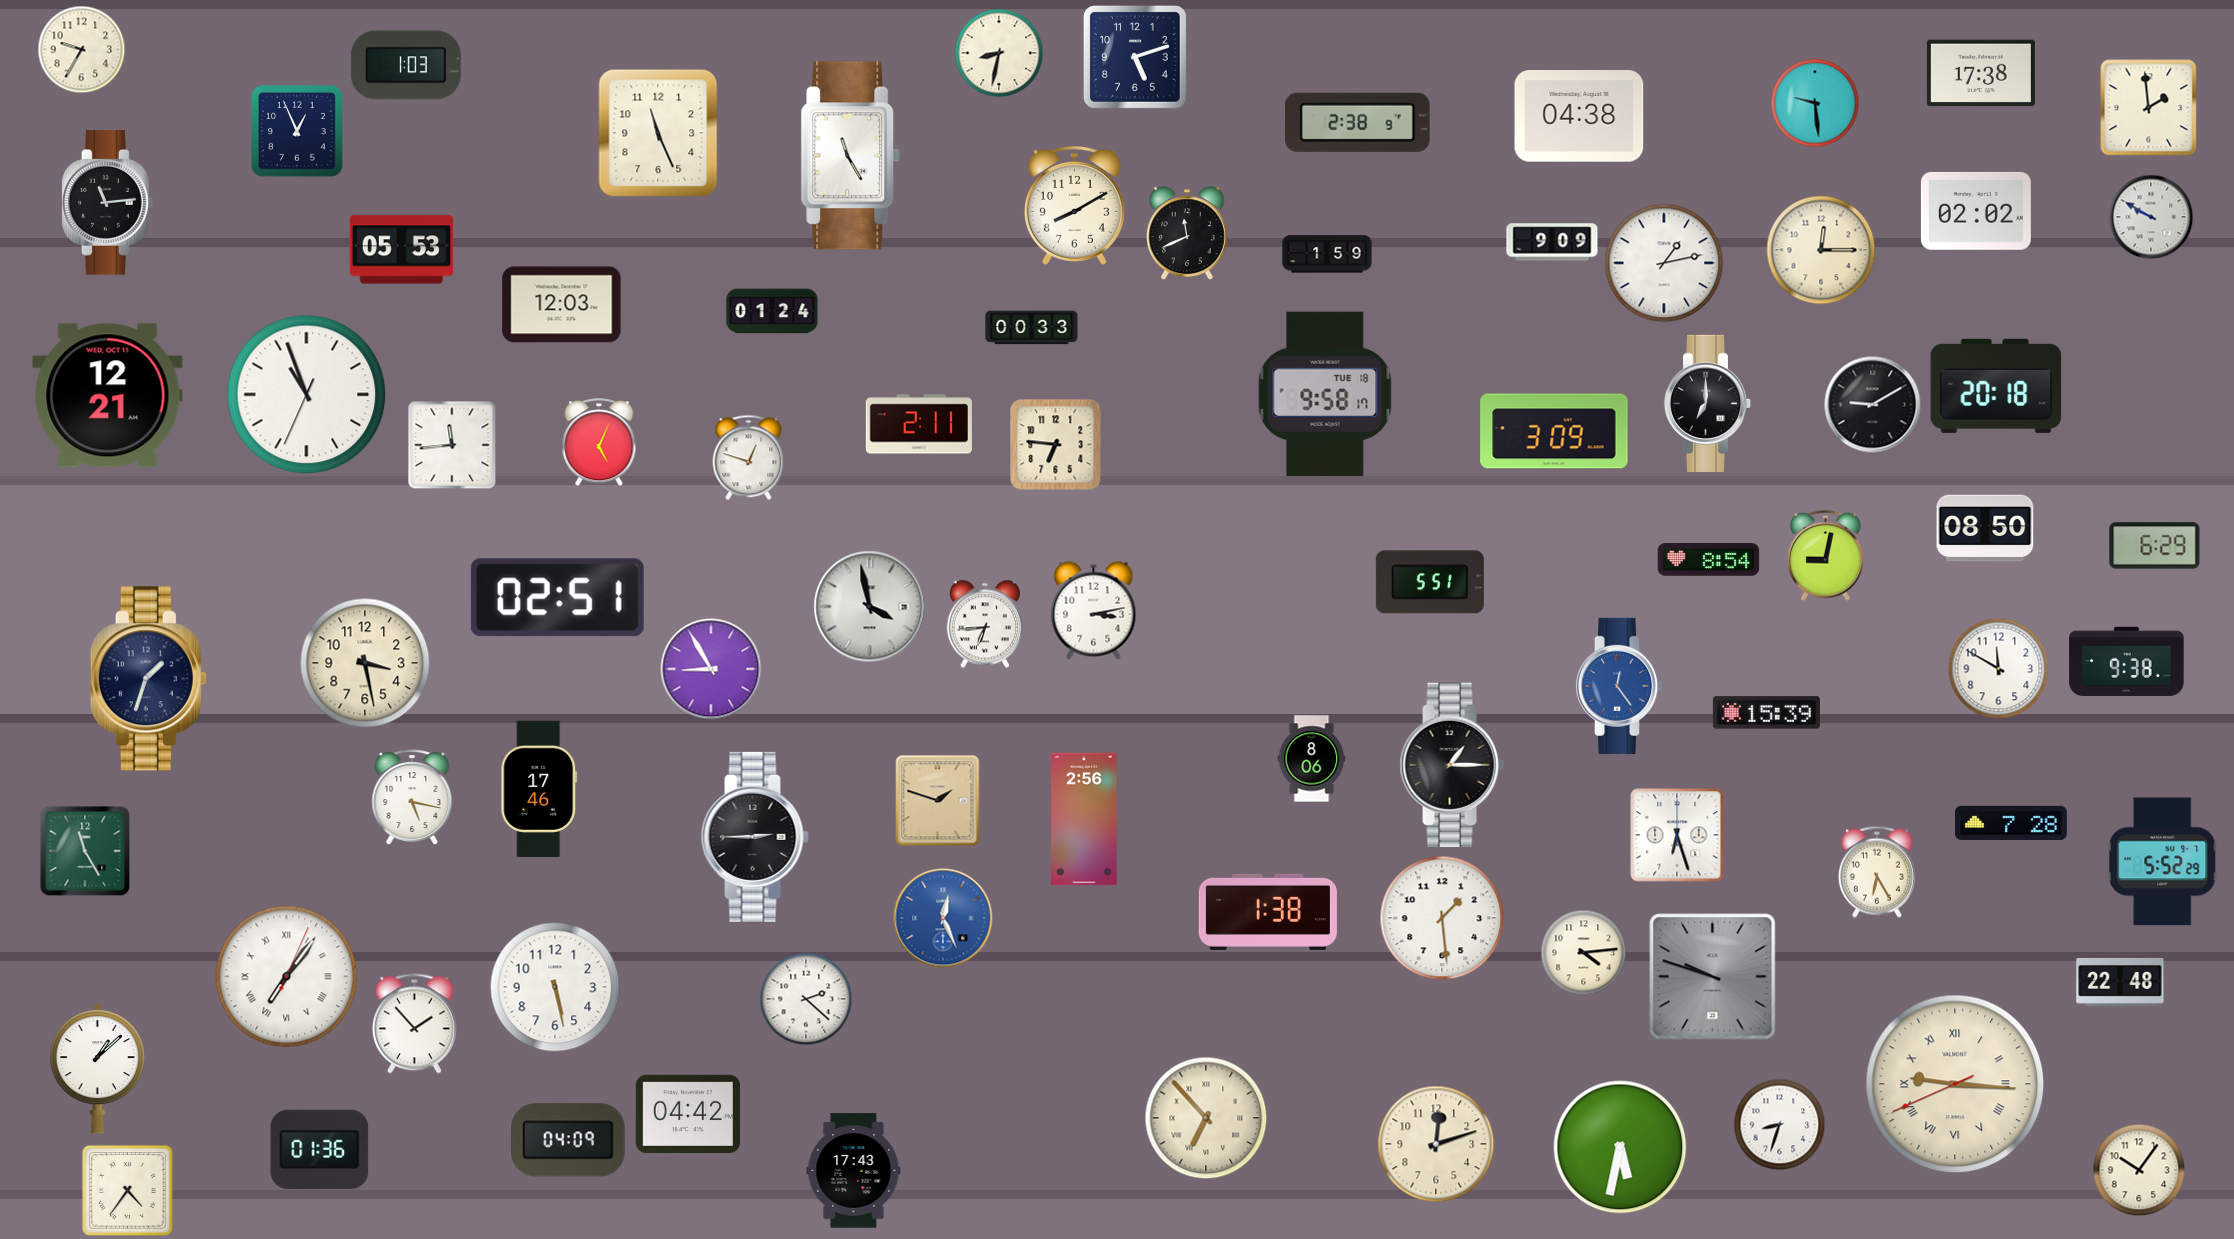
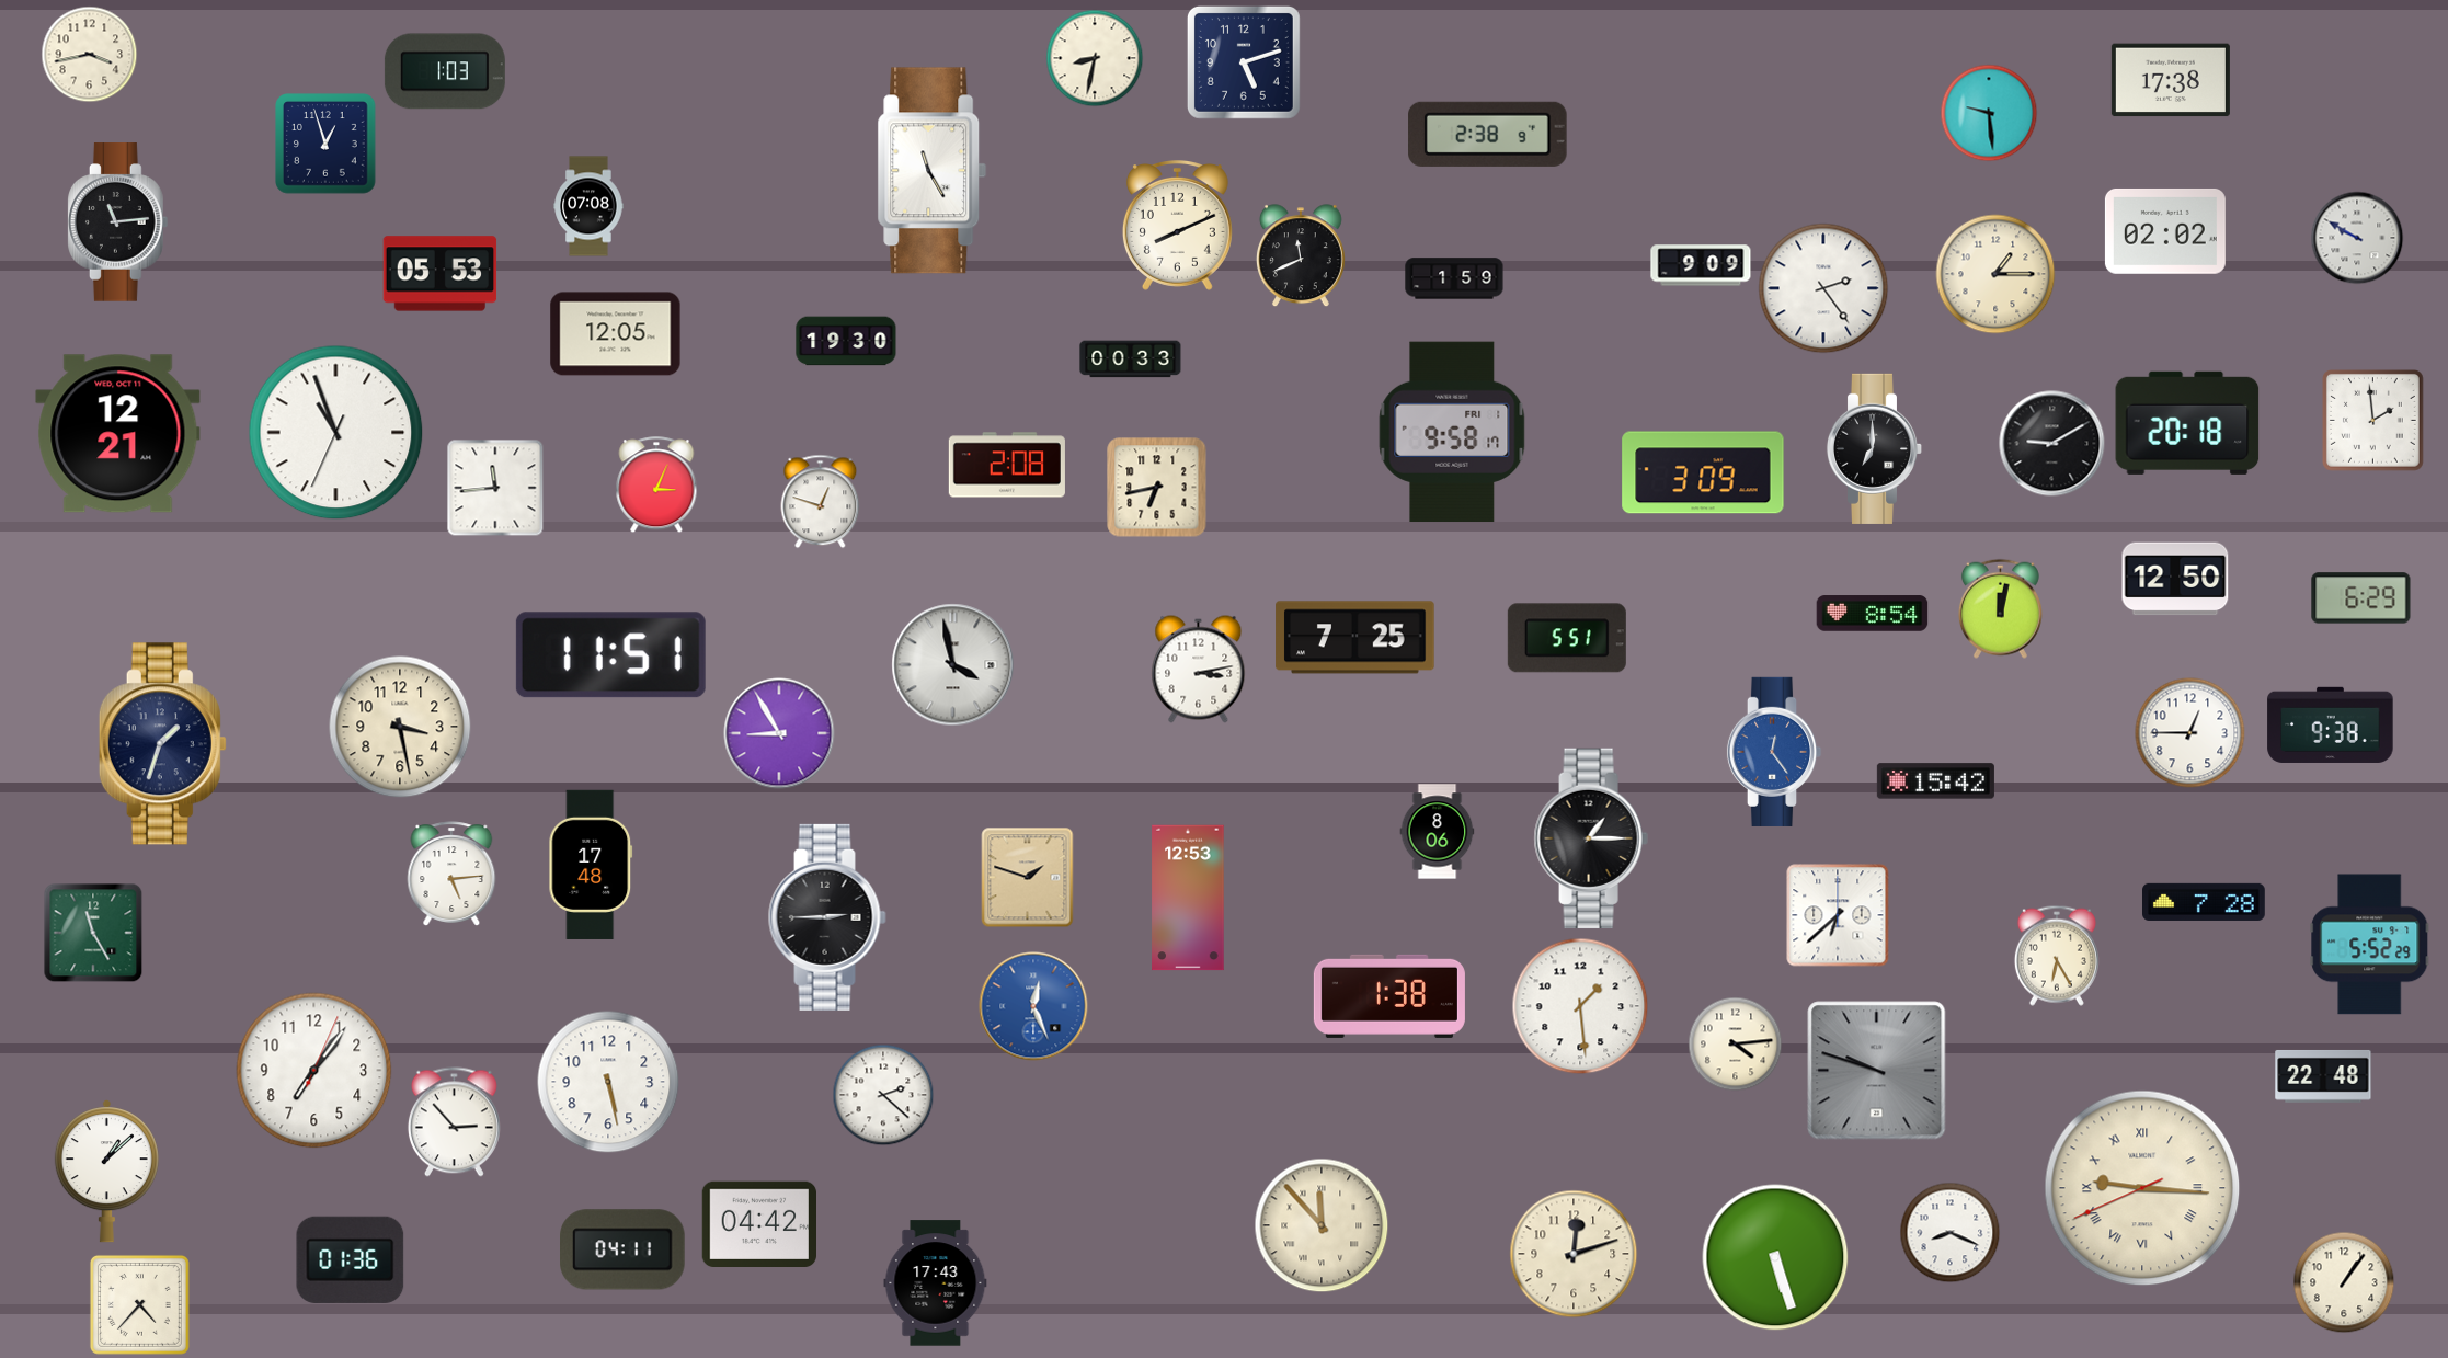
clock at (82, 50): 9:35 -> 3:43
clock at (2149, 108): 1:59 -> none
clock at (1579, 116): 04:38 -> none
clock at (297, 131): 12:56 -> 12:57
clock at (658, 133): 11:26 -> none
clock at (588, 206): none -> 07:08
clock at (1074, 206): 8:10 -> 8:11
clock at (1821, 250): 12:15 -> 1:15
clock at (1664, 263): 1:13 -> 2:24
clock at (562, 305): 12:03 -> 12:05
clock at (772, 311): 01:24 -> 19:30
clock at (2373, 421): none -> 1:59
clock at (1325, 394) date: TUE 18 -> FRI 1
clock at (1708, 403) position: (1708, 403) -> (1875, 448)
clock at (919, 424): 2:11 -> 2:08
clock at (599, 443): 5:04 -> 3:04
clock at (1056, 445): 6:46 -> 6:43
clock at (1985, 528): 08:50 -> 12:50
clock at (1825, 555): 9:02 -> 12:02
clock at (1355, 638): none -> 7:25
clock at (557, 598): 02:51 -> 11:51
clock at (985, 624): 6:44 -> none
clock at (1999, 669): 11:50 -> 12:45
clock at (1766, 713): 15:39 -> 15:42
clock at (539, 789): 17:46 -> 17:48
clock at (412, 797): 5:17 -> 5:14
clock at (1084, 819): 2:56 -> 12:53
clock at (1677, 835): 6:27 -> 6:38
clock at (1268, 912) position: (1268, 912) -> (1389, 996)
clock at (287, 977) numerals: Roman -> Arabic
clock at (414, 1024): 1:53 -> 2:53
clock at (687, 1113) position: (687, 1113) -> (758, 1223)
clock at (1206, 1118): 6:53 -> 11:53
clock at (1780, 1125): 8:33 -> 8:19
clock at (569, 1140): 04:09 -> 04:11
clock at (1620, 1147): 5:32 -> 5:27
clock at (2139, 1170): 10:06 -> 1:06
clock at (127, 1190): 4:36 -> 4:37
